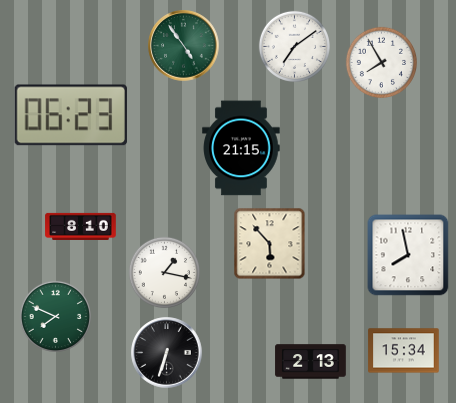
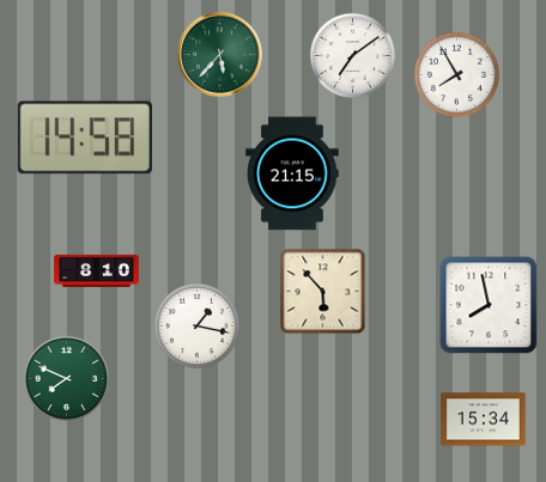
clock at (184, 46): 4:54 -> 5:37
clock at (71, 115): 06:23 -> 14:58
clock at (241, 148) position: (241, 148) -> (292, 173)
clock at (167, 353): 6:33 -> none
clock at (311, 362): 2:13 -> none
